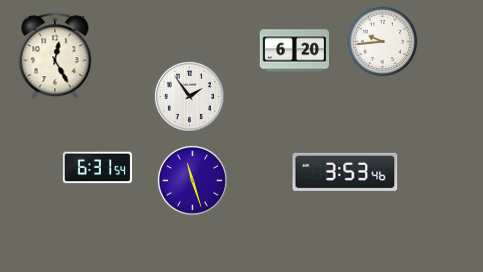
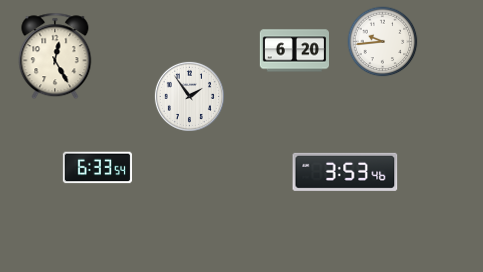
clock at (97, 168): 6:31 -> 6:33
clock at (192, 180): 11:27 -> none
